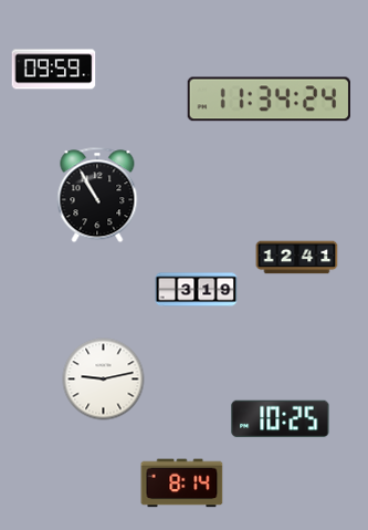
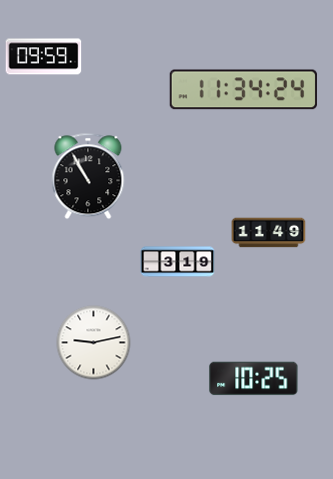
clock at (54, 70) position: (54, 70) -> (44, 57)
clock at (297, 258): 12:41 -> 11:49
clock at (182, 484): 8:14 -> none
